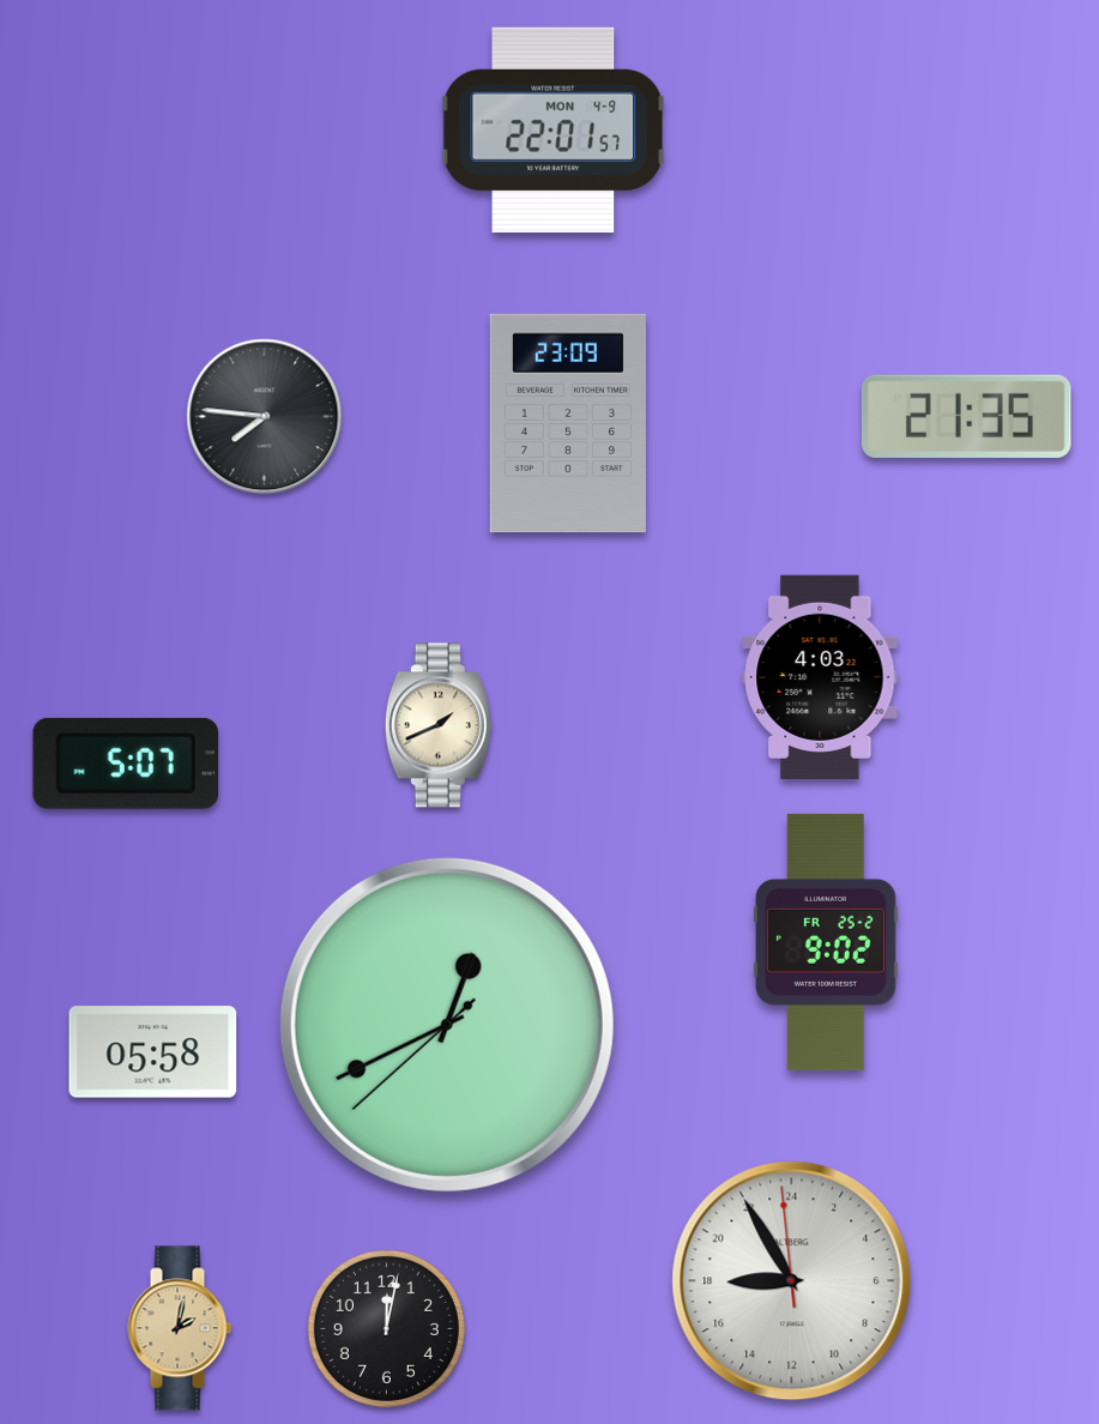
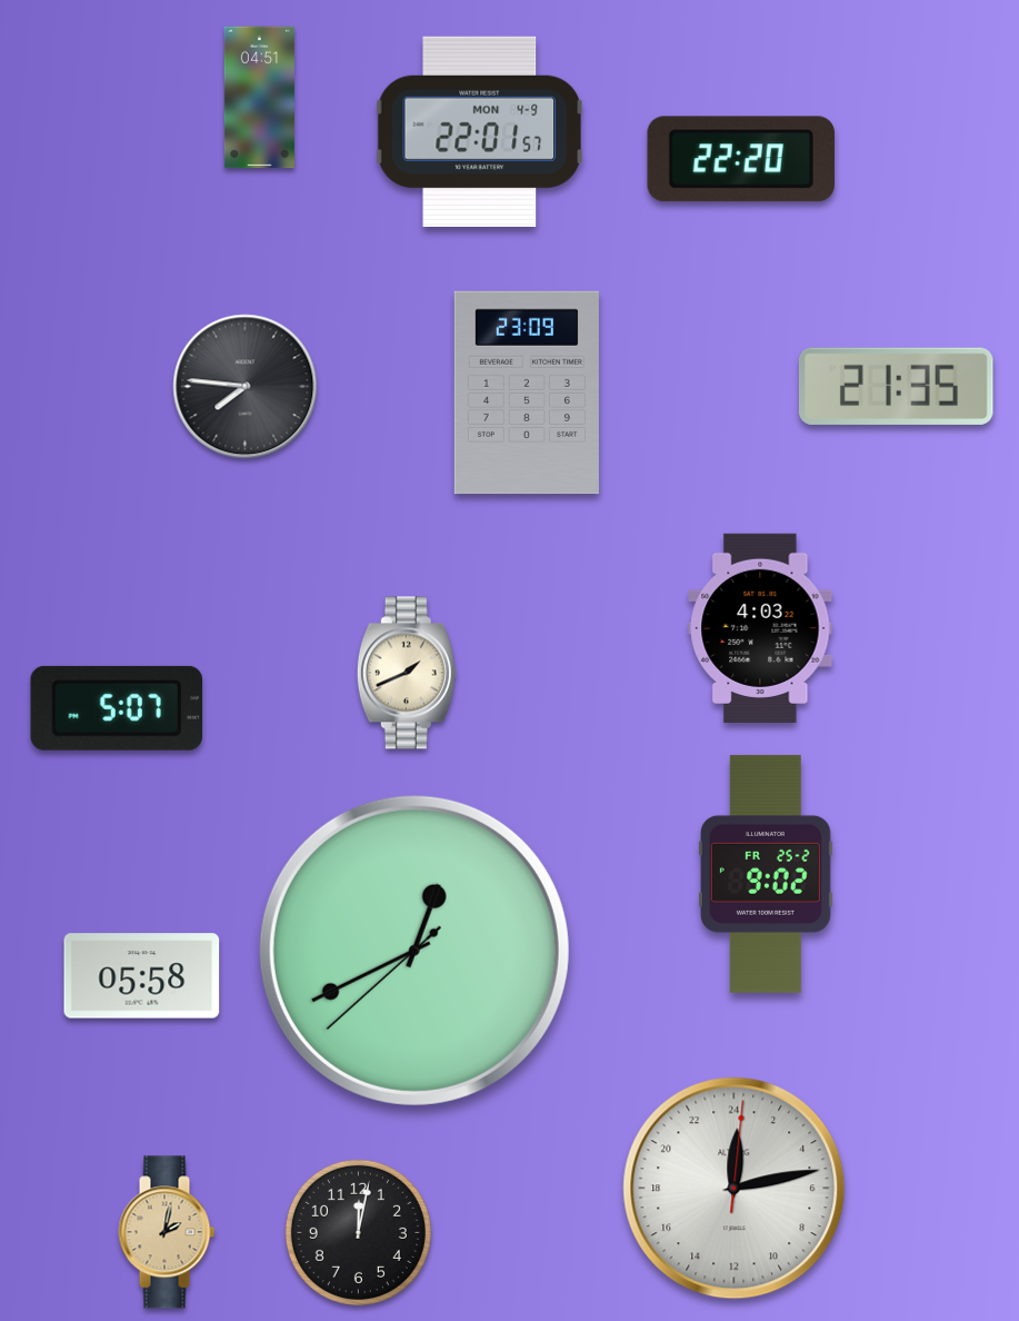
clock at (259, 98): none -> 04:51
clock at (554, 129) position: (554, 129) -> (480, 131)
clock at (741, 159): none -> 22:20
clock at (792, 1281): 17:54 -> 0:13
